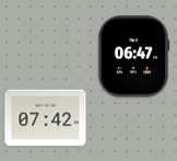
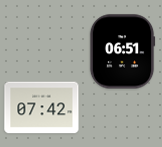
clock at (133, 57): 06:47 -> 06:51
